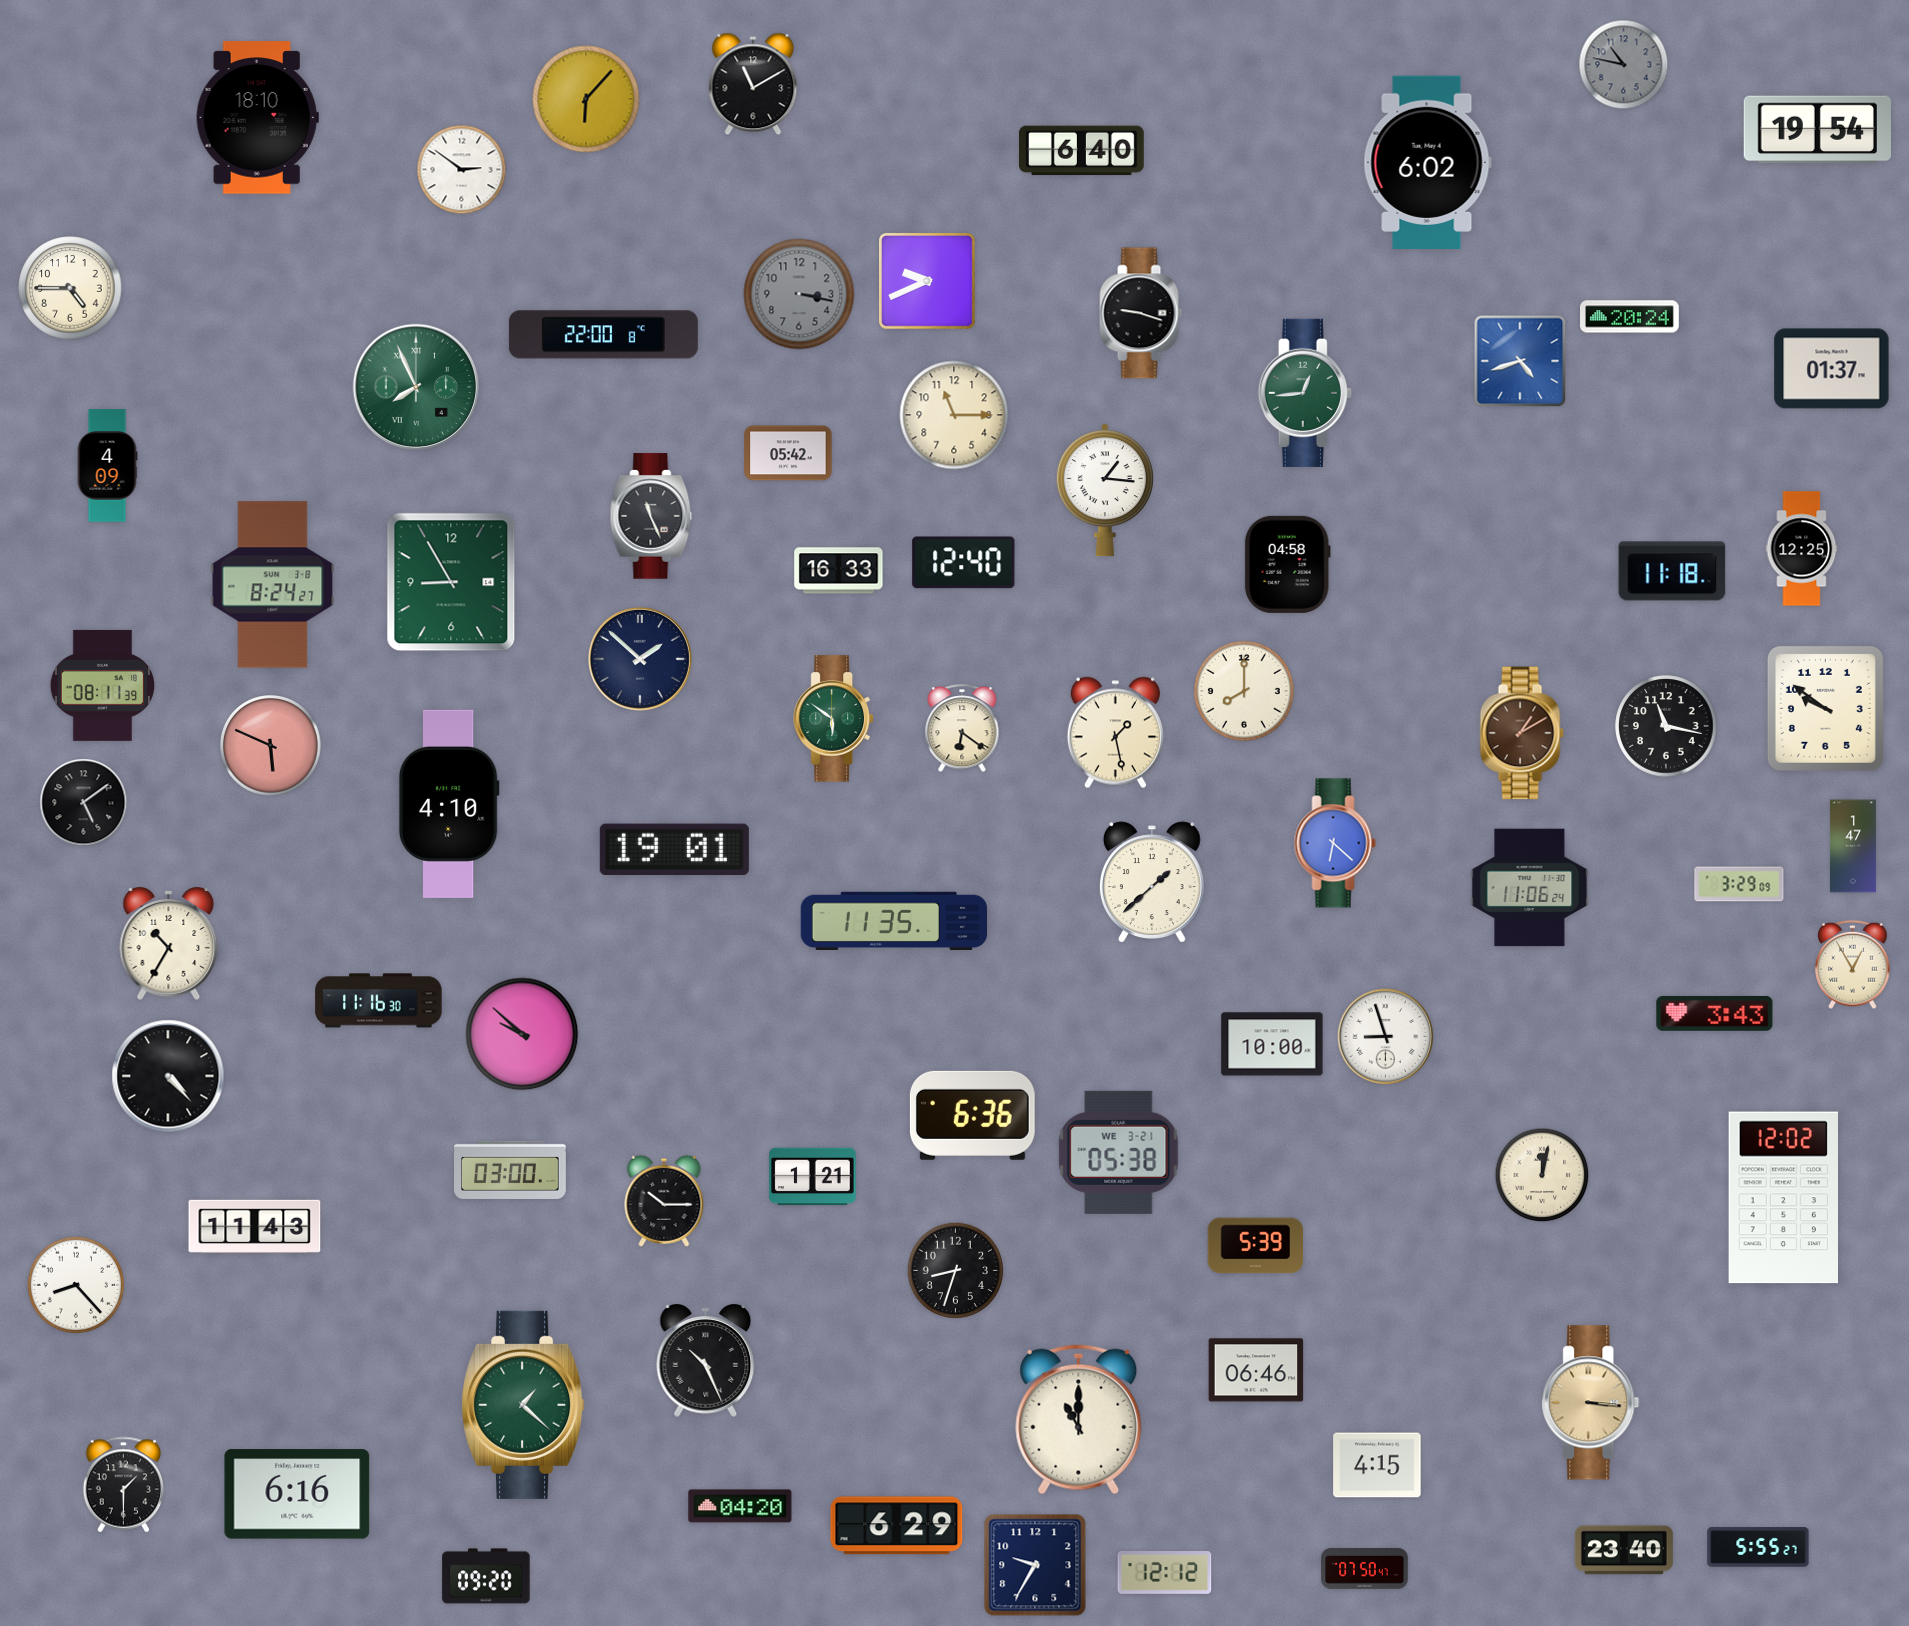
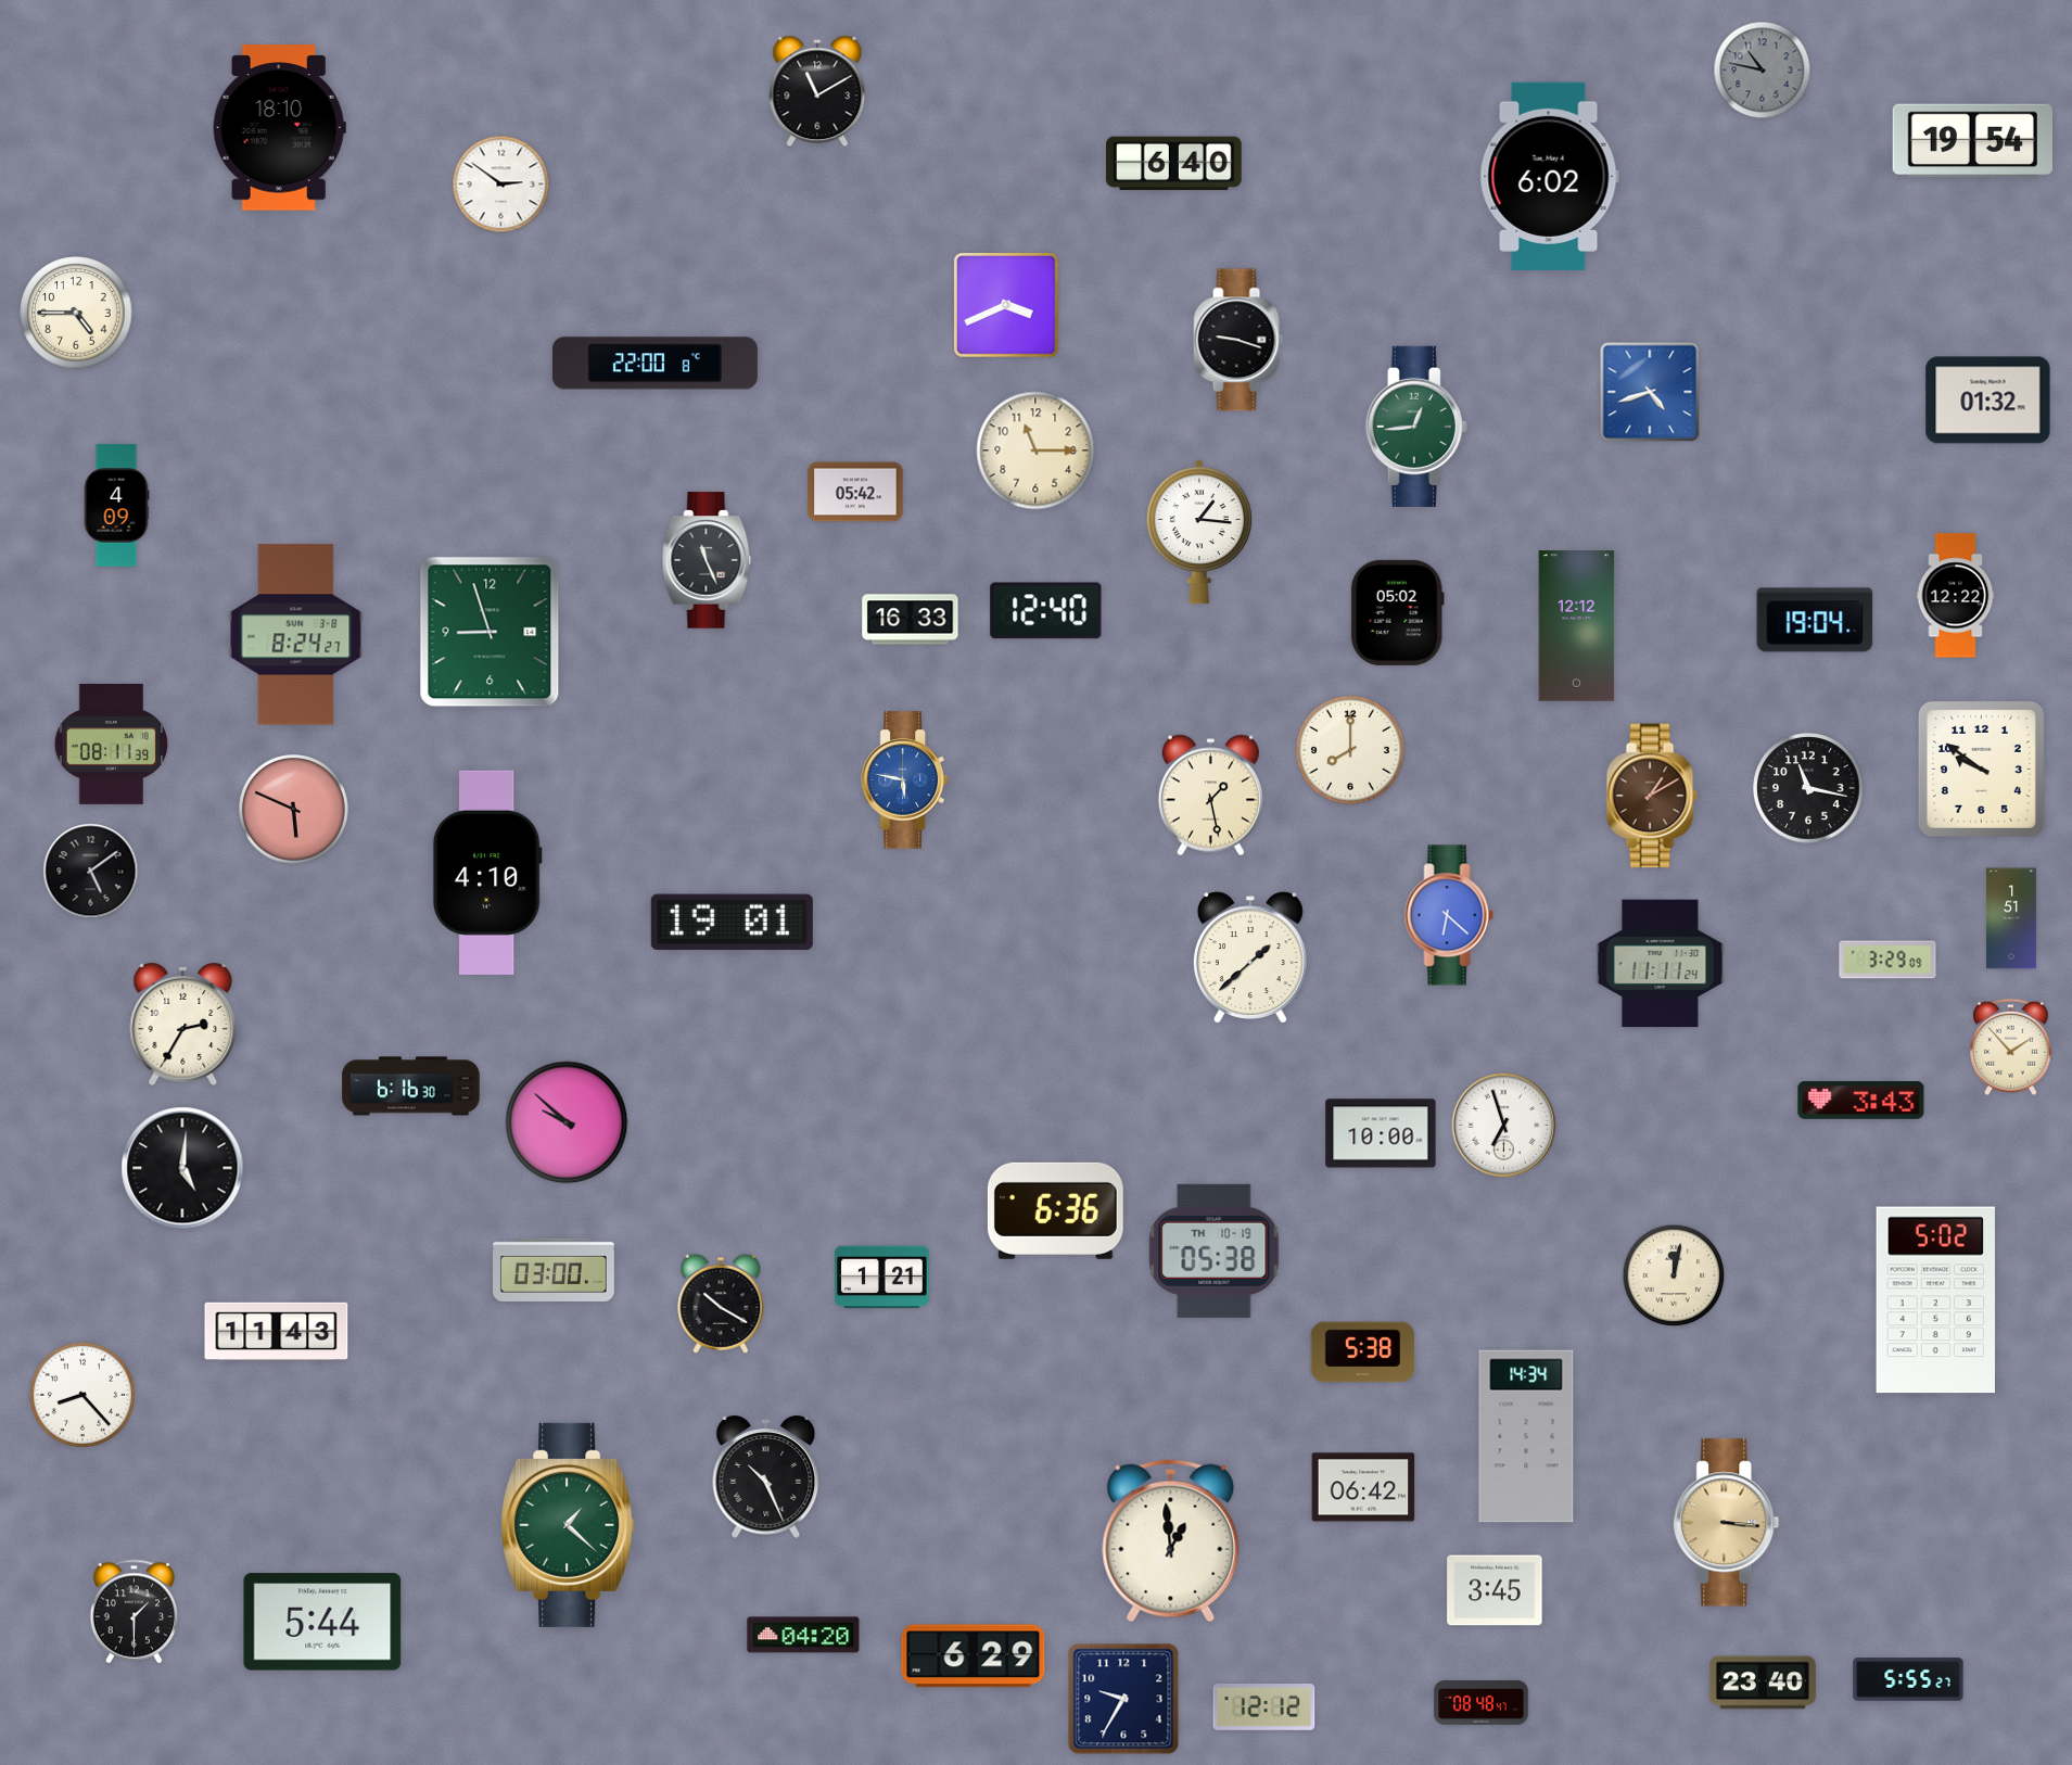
clock at (586, 99): 6:07 -> none
clock at (928, 282): 9:41 -> 3:41
clock at (799, 294): 3:17 -> none
clock at (1630, 317): 20:24 -> none
clock at (1832, 369): 01:37 -> 01:32
clock at (415, 386): 7:56 -> none
clock at (1802, 549): 12:25 -> 12:22
clock at (1287, 564): 04:58 -> 05:02
clock at (1672, 571): 11:18 -> 19:04
clock at (1577, 626): none -> 12:12
clock at (451, 582): 8:55 -> 8:57
clock at (640, 659): 1:52 -> none
clock at (834, 719): 5:51 -> 5:47
clock at (834, 719) dial: green -> blue
clock at (962, 729): 6:21 -> none
clock at (1853, 846): 1:47 -> 1:51
clock at (1530, 888): 11:06 -> 11:11
clock at (894, 921): 11:35 -> none
clock at (169, 943): 10:35 -> 2:35
clock at (1853, 965): 12:55 -> 1:53
clock at (379, 1001): 11:16 -> 6:16
clock at (1386, 1037): 8:57 -> 6:57
clock at (168, 1076): 4:23 -> 5:01
clock at (1119, 1152) date: WE 3-21 -> TH 10-19
clock at (1783, 1198): 12:02 -> 5:02
clock at (664, 1201): 10:15 -> 10:20
clock at (1256, 1246): 5:39 -> 5:38
clock at (956, 1271): 8:33 -> none
clock at (1526, 1436): none -> 14:34
clock at (1256, 1370): 06:46 -> 06:42
clock at (1079, 1420): 11:00 -> 12:59
clock at (1377, 1465): 4:15 -> 3:45
clock at (297, 1494): 6:16 -> 5:44
clock at (1365, 1569): 07:50 -> 08:48
clock at (486, 1576): 09:20 -> none
